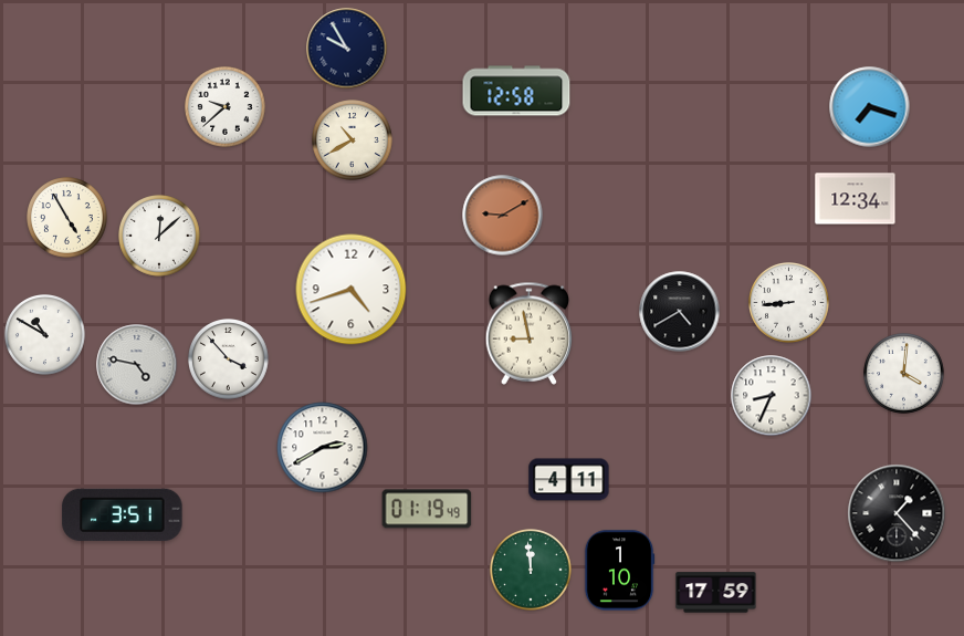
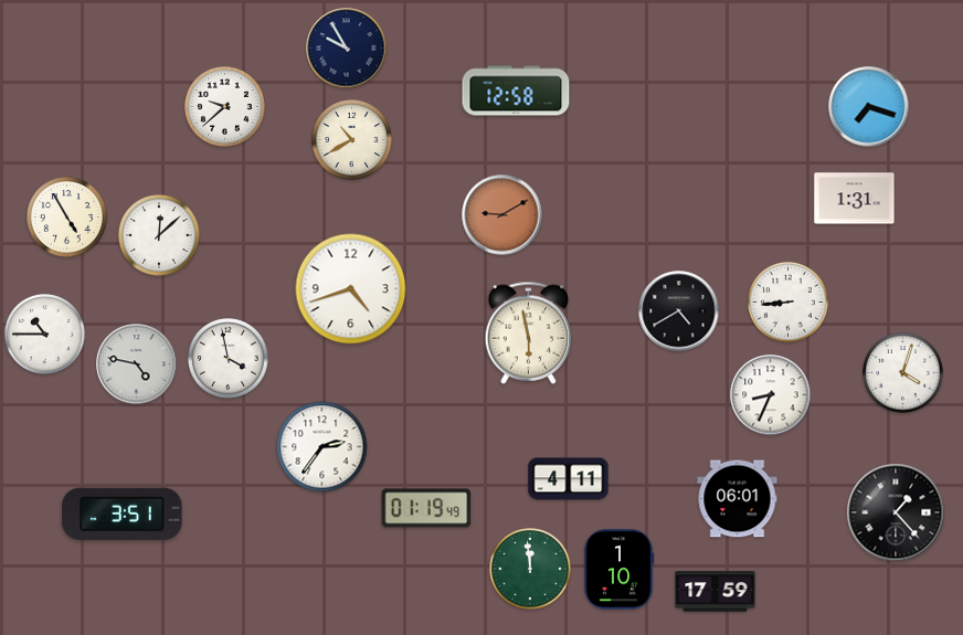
clock at (856, 199): 12:34 -> 1:31
clock at (530, 333): 8:58 -> 5:58
clock at (45, 335): 10:50 -> 10:45
clock at (229, 359): 3:53 -> 3:58
clock at (904, 374): 4:01 -> 4:03
clock at (323, 448): 2:40 -> 2:36
clock at (738, 499): none -> 06:01
